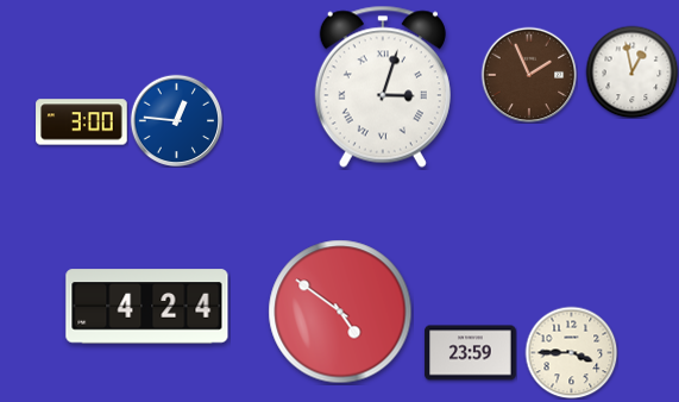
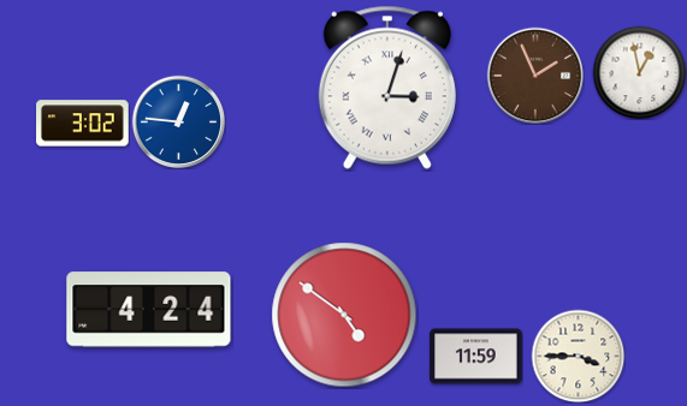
clock at (82, 123): 3:00 -> 3:02
clock at (471, 353): 23:59 -> 11:59
